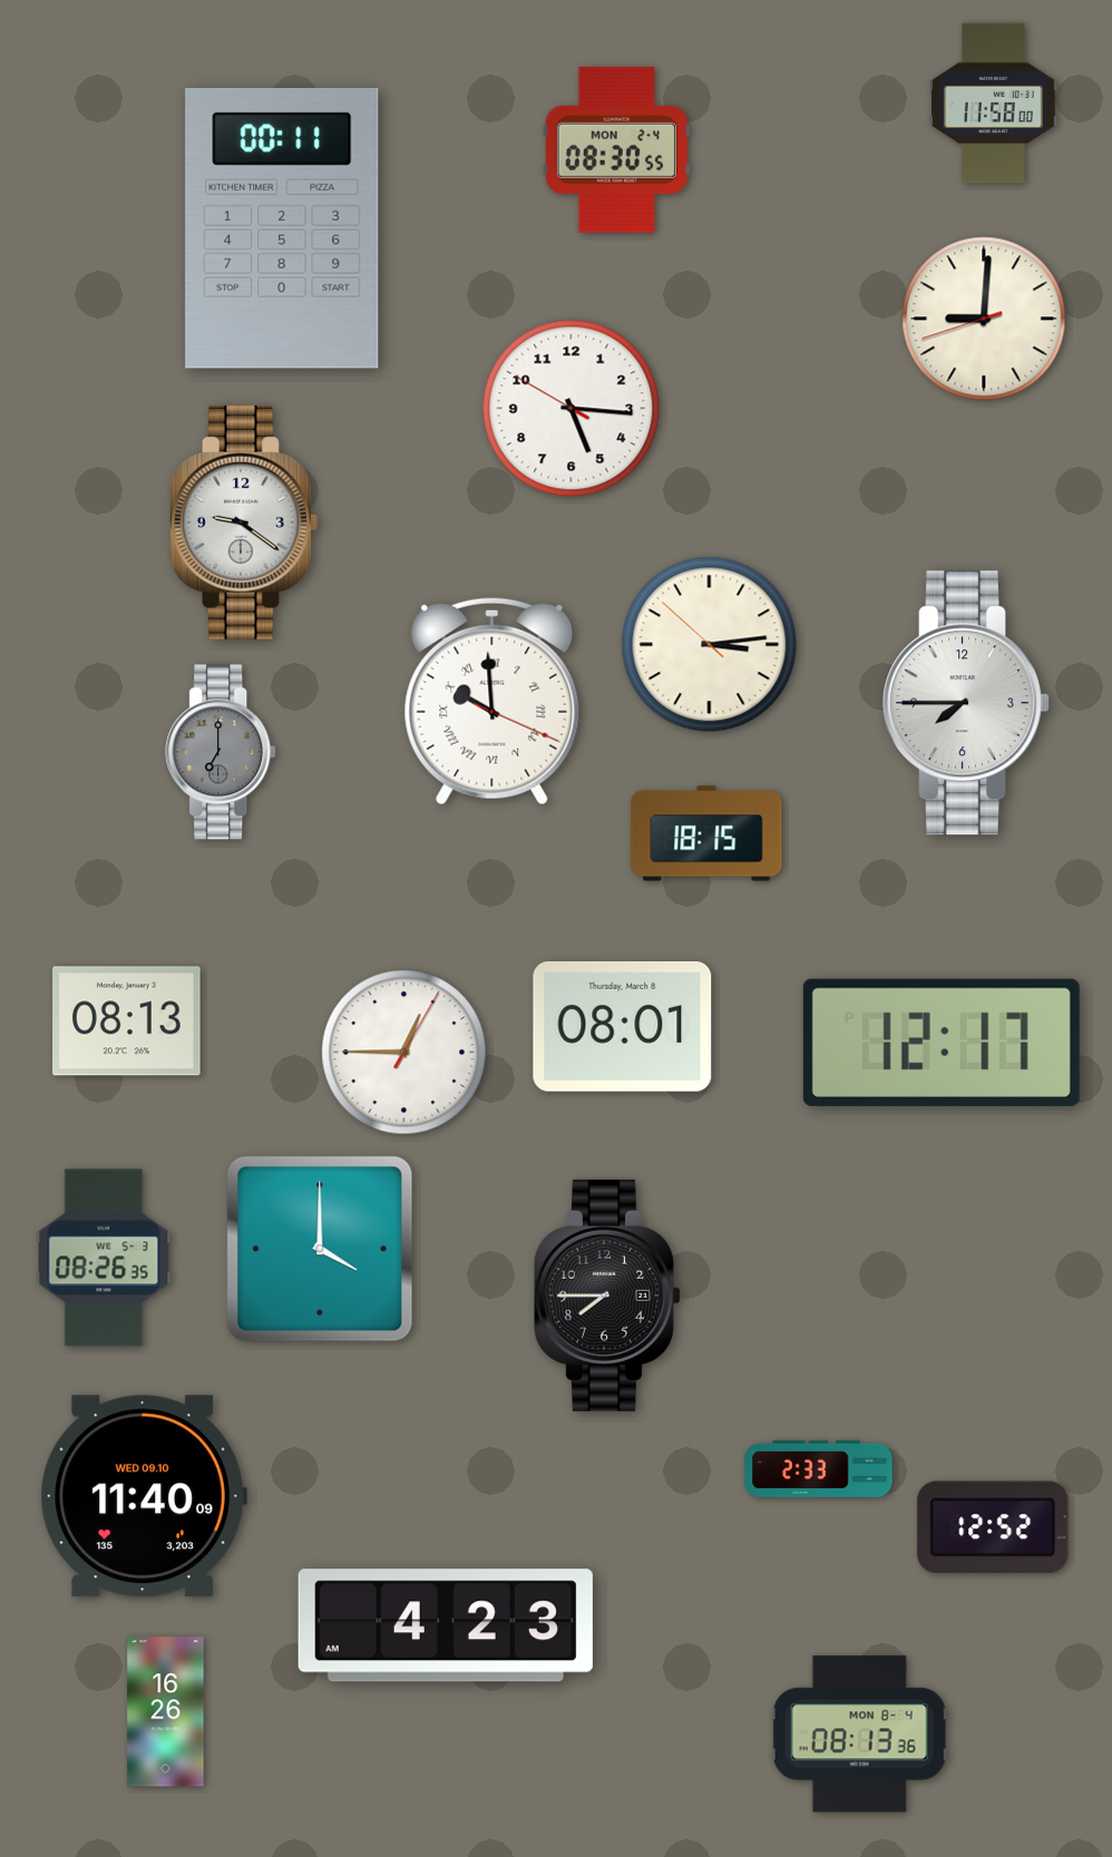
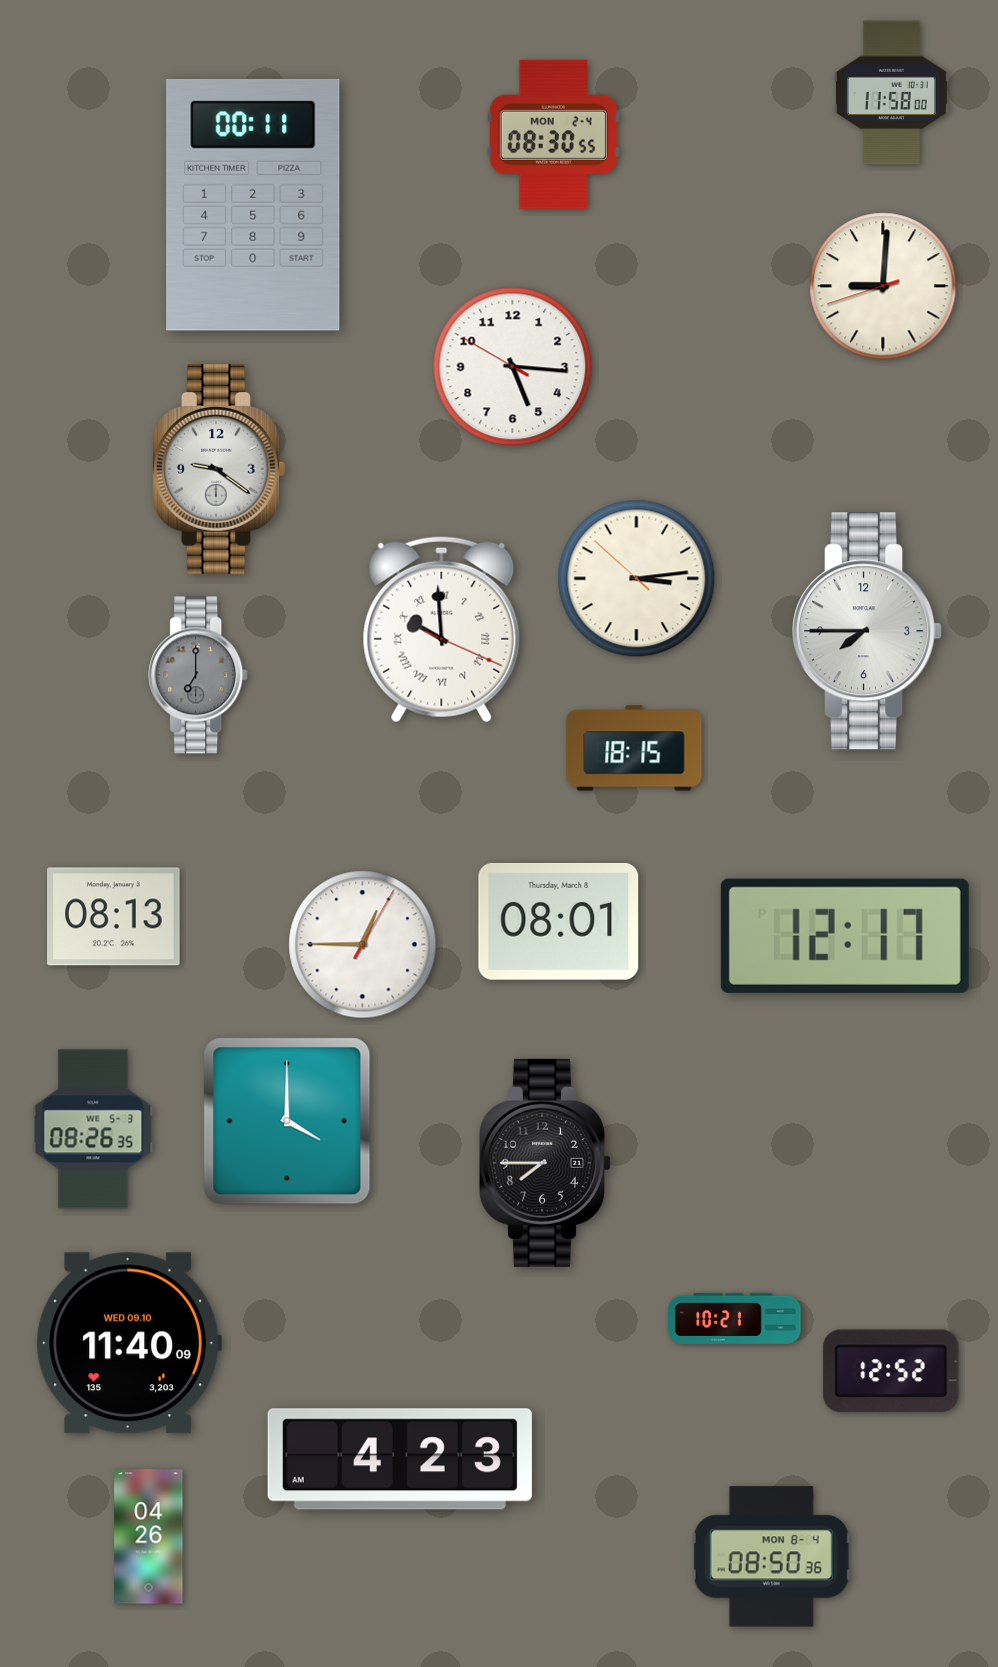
clock at (819, 1468): 2:33 -> 10:21
clock at (166, 1712): 16:26 -> 04:26
clock at (859, 1734): 08:13 -> 08:50
